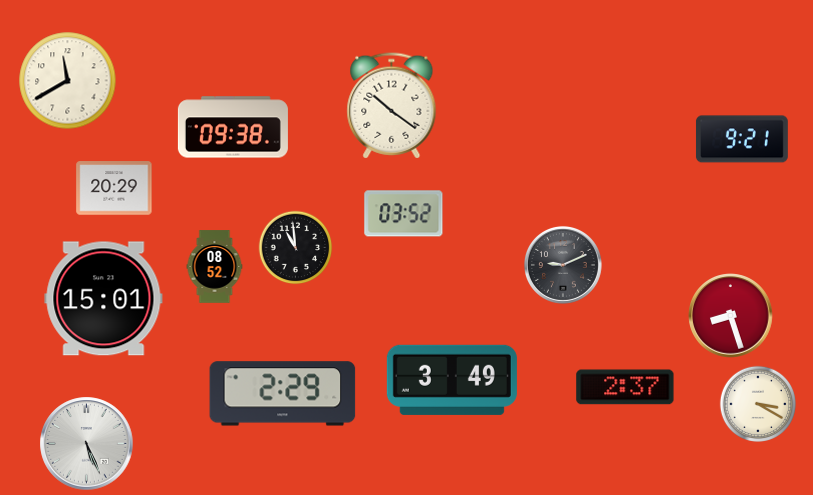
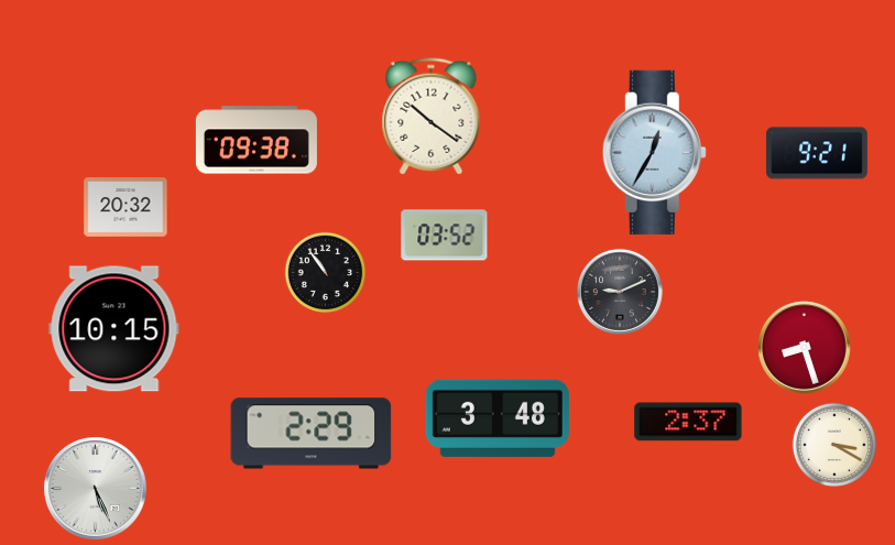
clock at (68, 81): 11:40 -> none
clock at (654, 152): none -> 12:35
clock at (114, 188): 20:29 -> 20:32
clock at (296, 248): 10:59 -> 10:54
clock at (215, 267): 08:52 -> none
clock at (104, 299): 15:01 -> 10:15
clock at (452, 380): 3:49 -> 3:48
clock at (625, 387) position: (625, 387) -> (688, 422)
